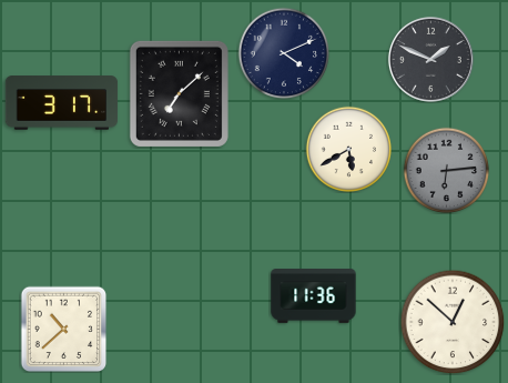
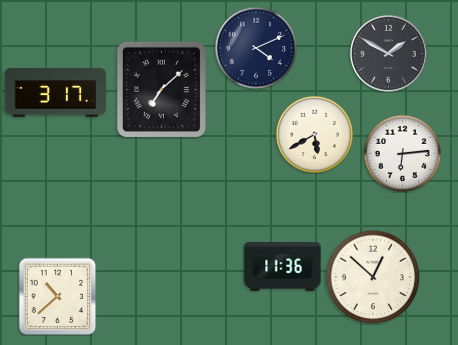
clock at (430, 59): 1:49 -> 1:50
clock at (179, 93) position: (179, 93) -> (161, 89)
clock at (446, 170) dial: grey -> white
clock at (453, 322) position: (453, 322) -> (373, 277)
